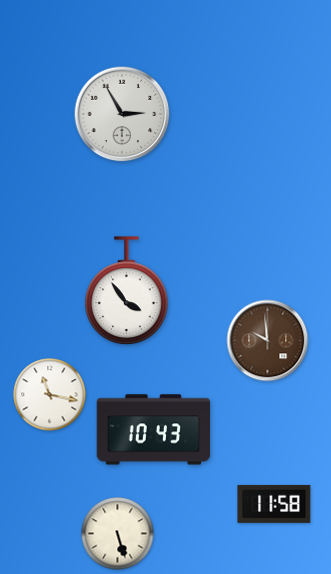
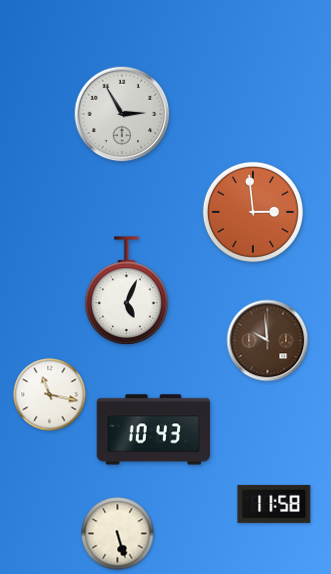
clock at (253, 212): none -> 2:59
clock at (127, 291): 3:54 -> 5:04
